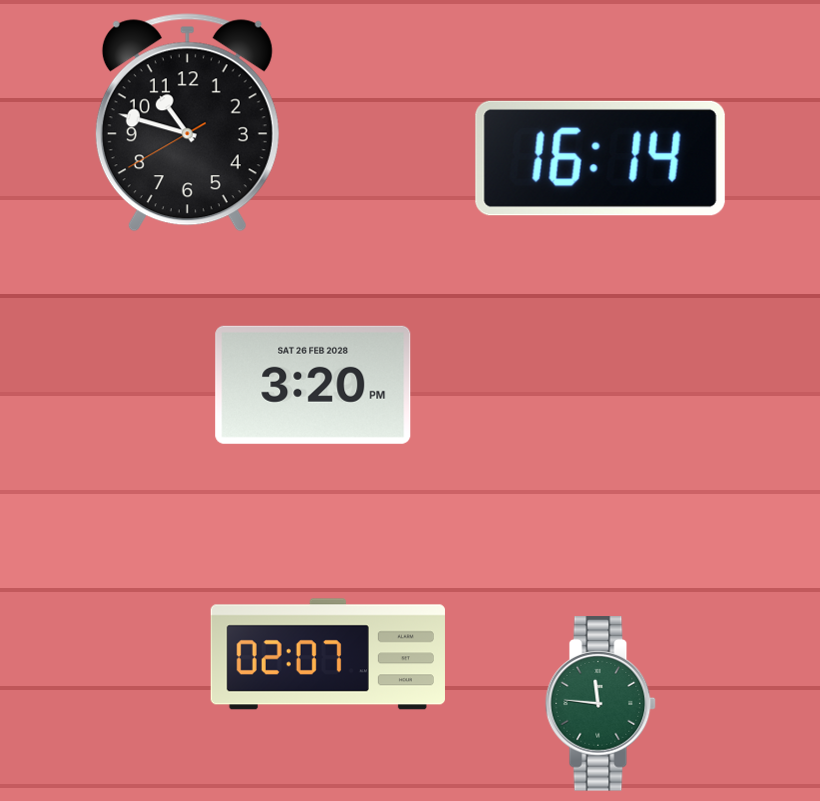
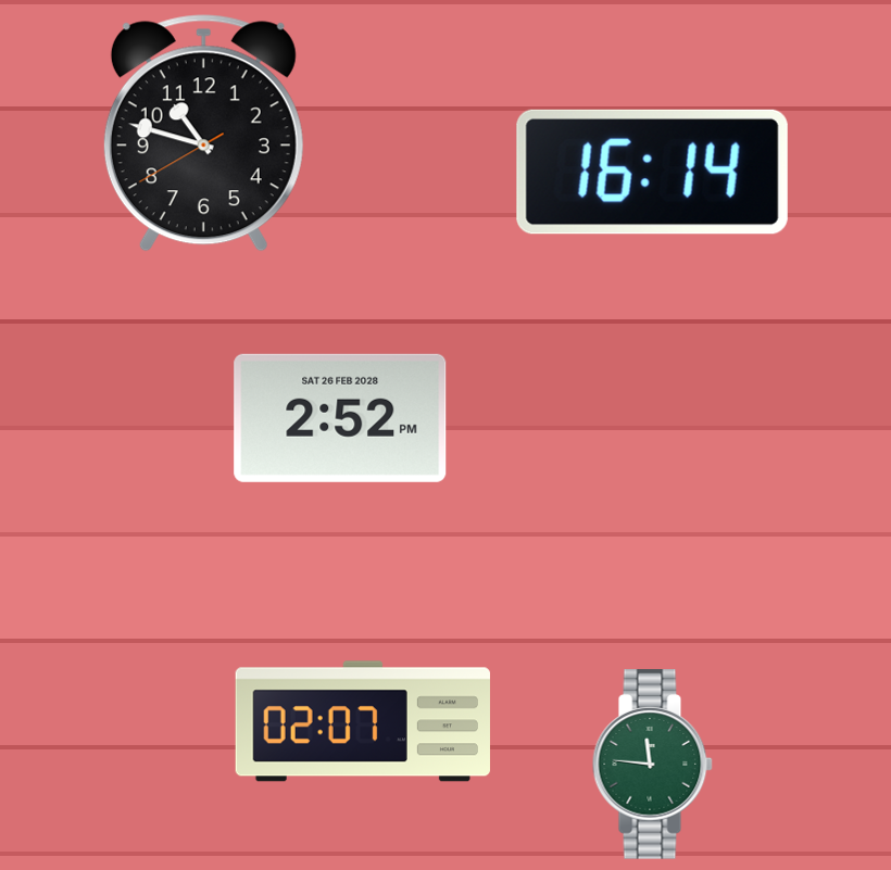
clock at (313, 385): 3:20 -> 2:52
clock at (328, 654) position: (328, 654) -> (363, 721)
